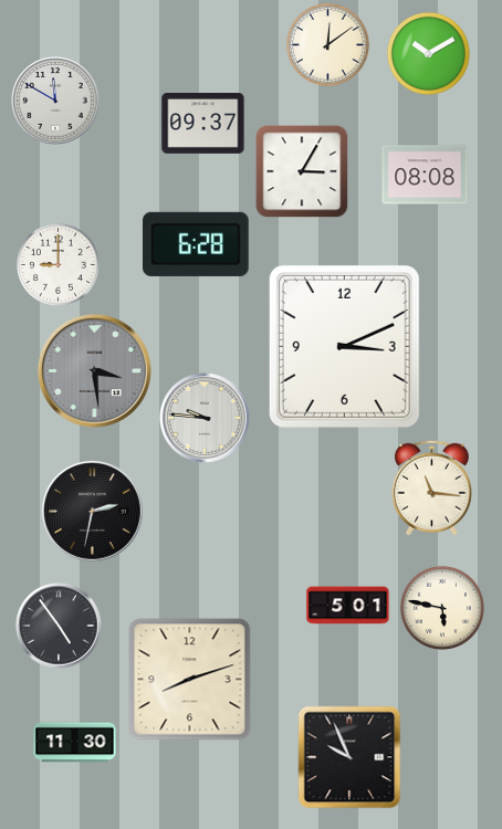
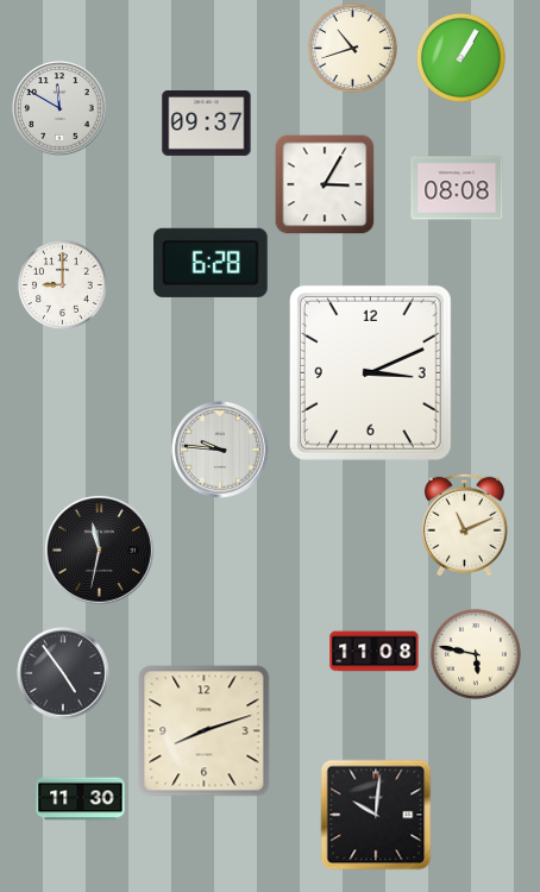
clock at (327, 44): 12:09 -> 10:42
clock at (428, 53): 10:10 -> 1:05
clock at (203, 124) position: (203, 124) -> (207, 124)
clock at (94, 370): 3:29 -> none
clock at (431, 487): 11:16 -> 11:11
clock at (93, 512): 2:32 -> 11:32
clock at (348, 606): 5:01 -> 11:08
clock at (349, 757): 9:56 -> 10:01
